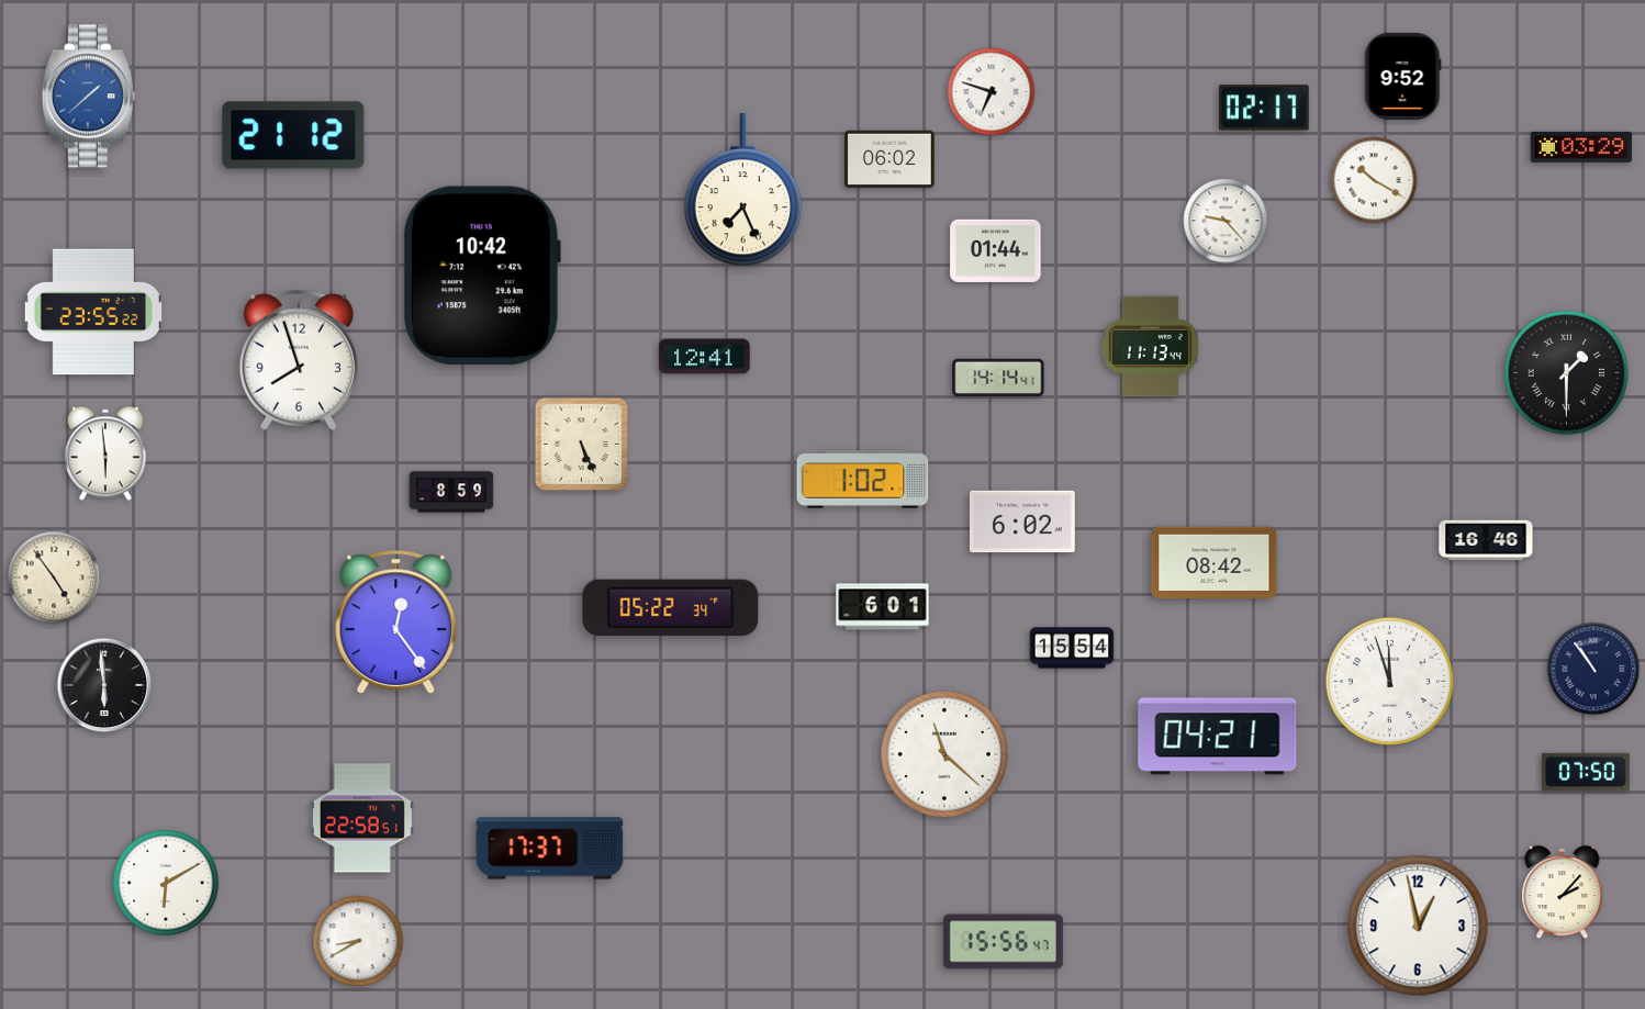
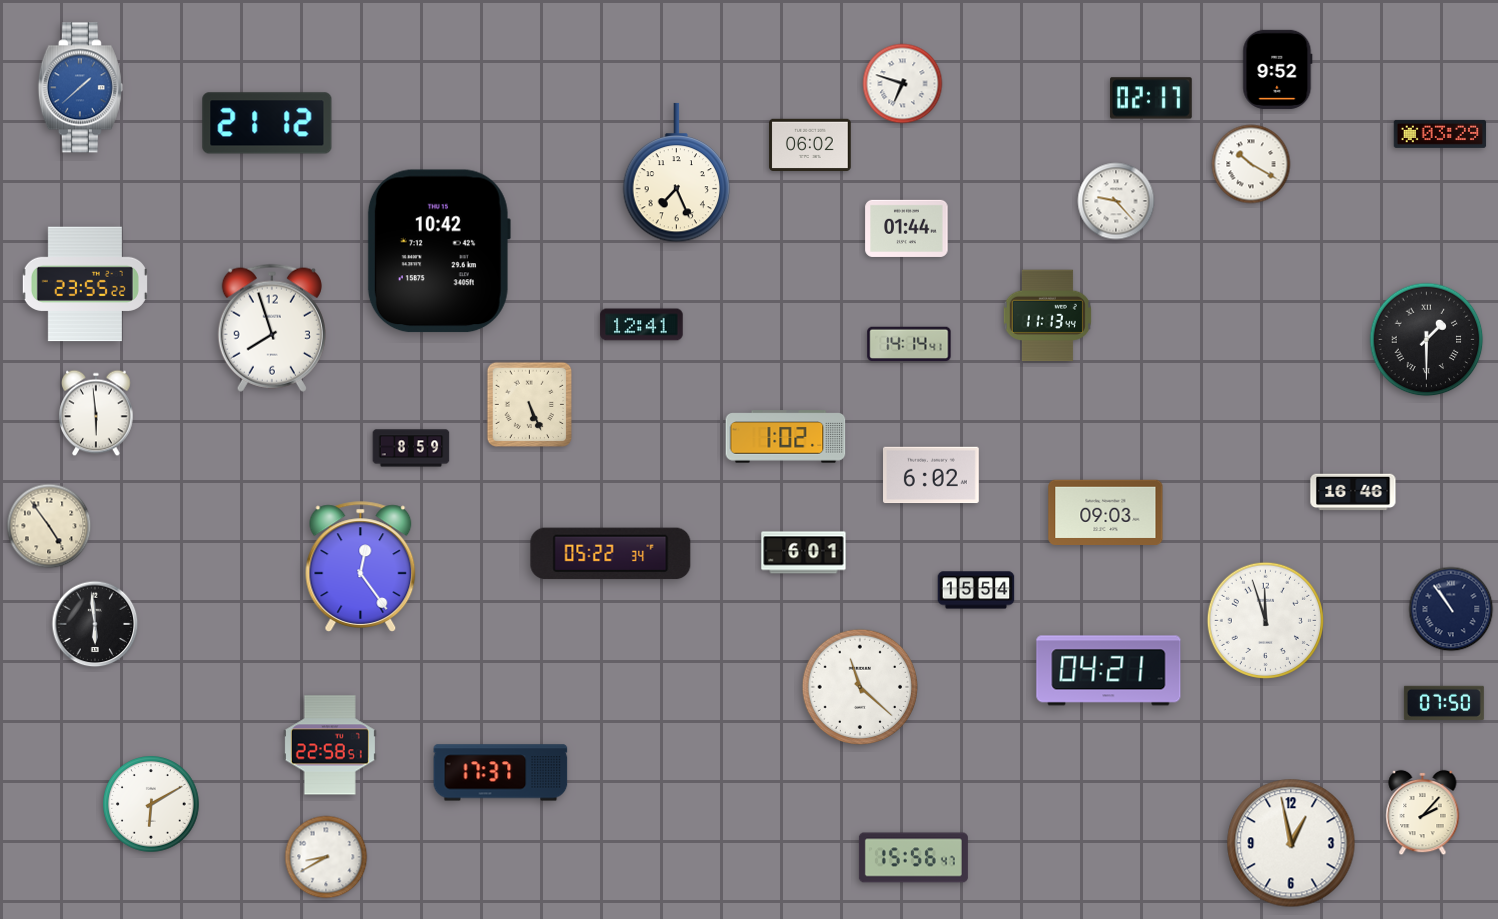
clock at (1215, 563): 08:42 -> 09:03
